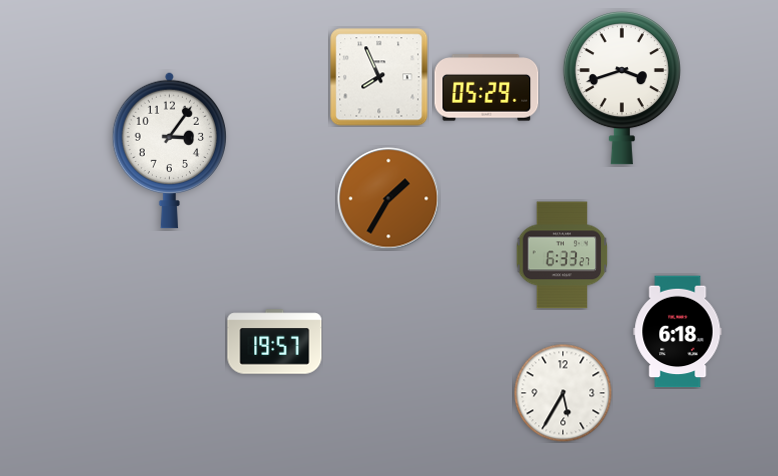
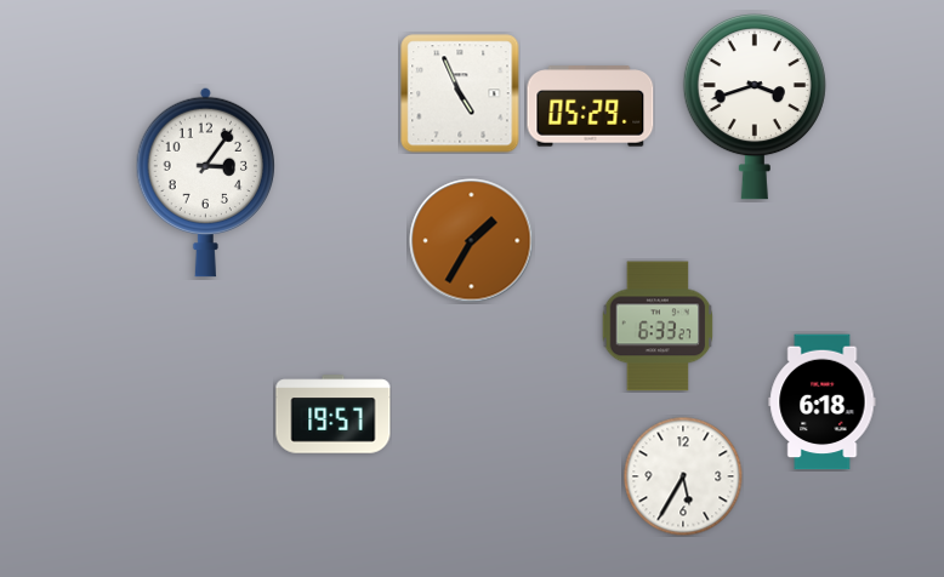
clock at (379, 77): 7:56 -> 4:56
clock at (562, 255) position: (562, 255) -> (658, 326)
